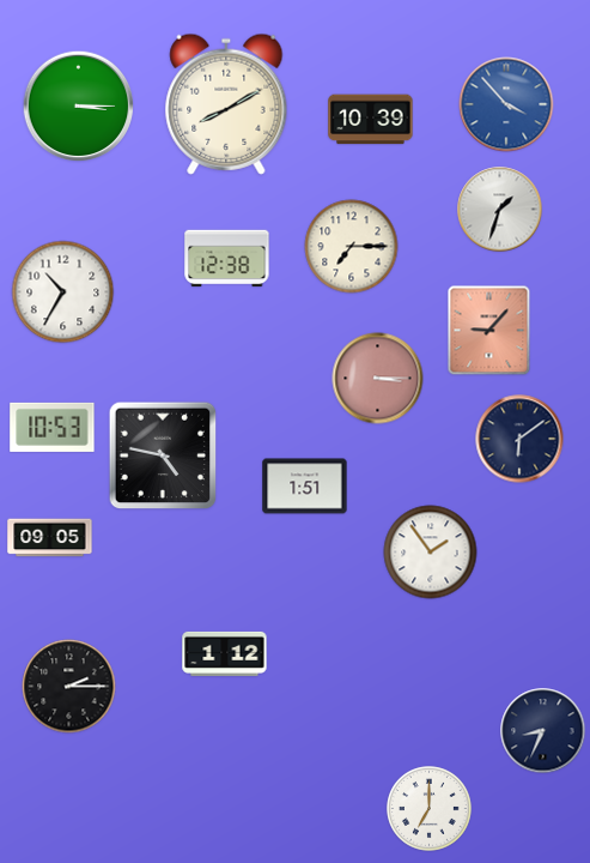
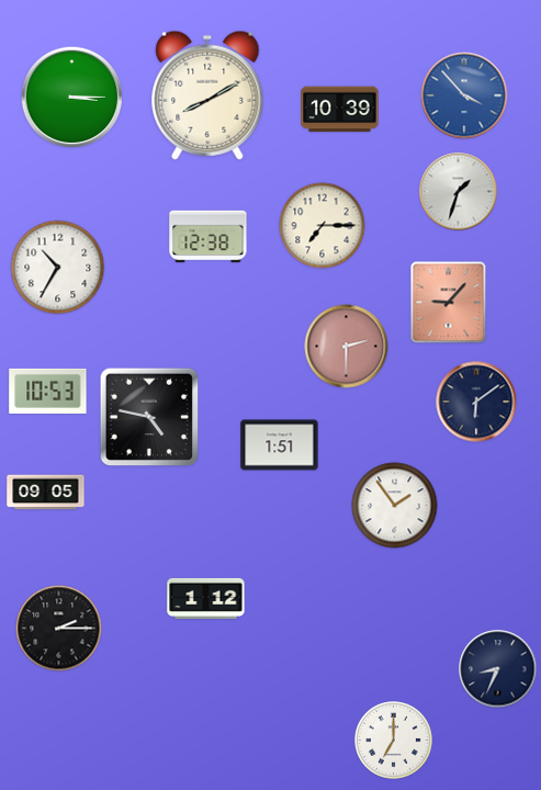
clock at (378, 379): 3:15 -> 2:30
clock at (69, 687) position: (69, 687) -> (59, 629)
